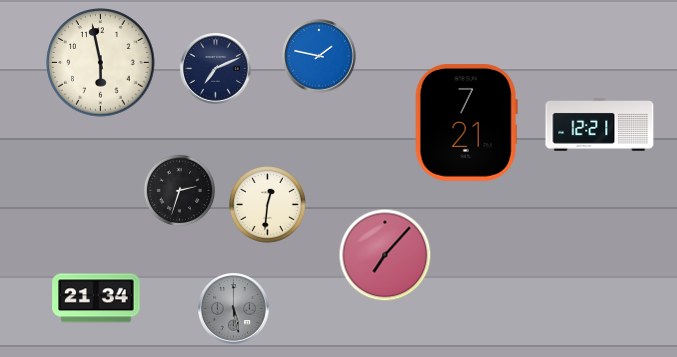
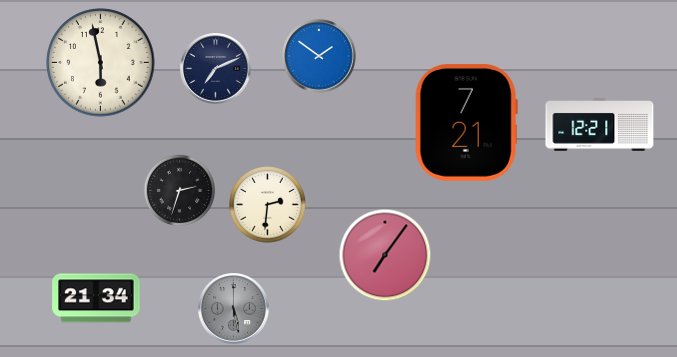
clock at (319, 56): 1:47 -> 1:51
clock at (268, 205): 12:31 -> 2:31
clock at (385, 255): 7:07 -> 7:06
